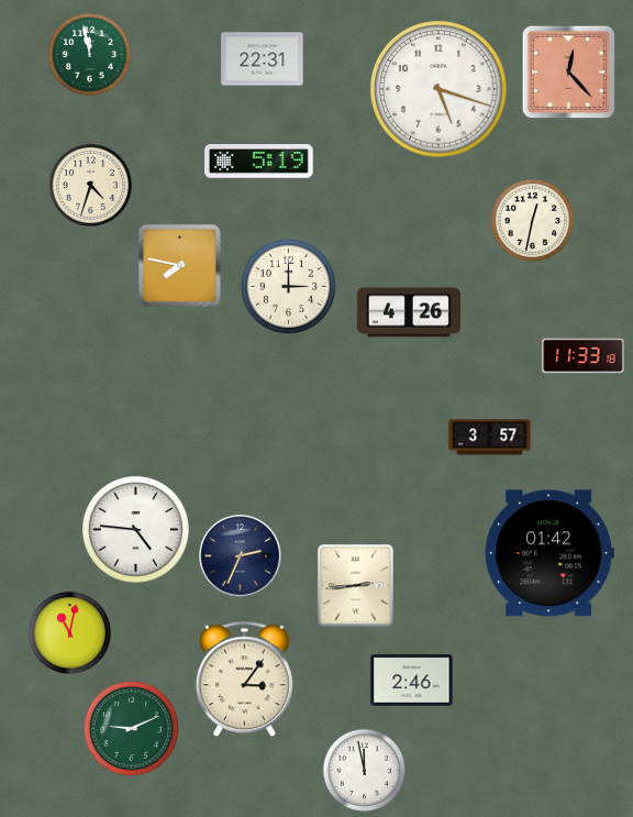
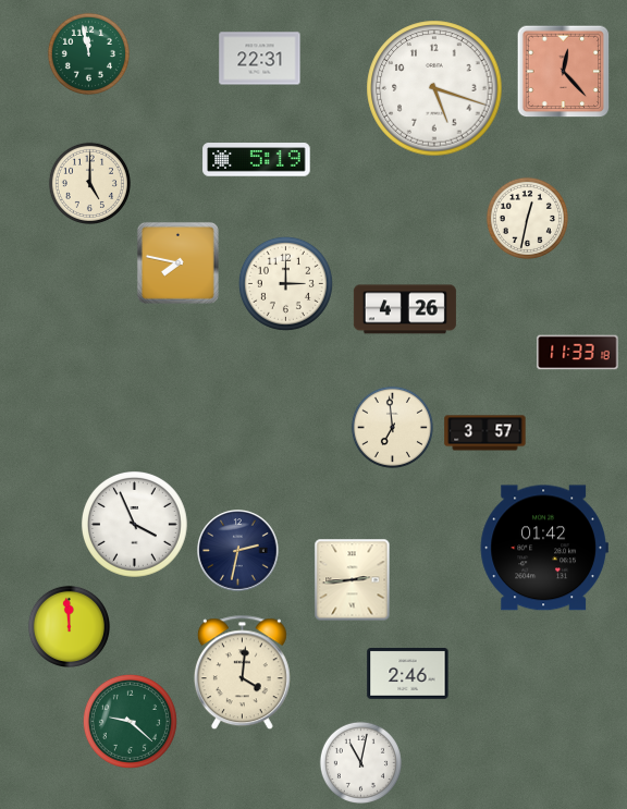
clock at (90, 185): 4:33 -> 5:00
clock at (392, 427): none -> 6:59
clock at (135, 529): 4:46 -> 3:56
clock at (241, 556): 2:34 -> 2:32
clock at (69, 632): 11:02 -> 11:59
clock at (244, 680): 3:06 -> 4:01
clock at (131, 728): 9:11 -> 9:22
clock at (364, 770): 11:58 -> 11:02
